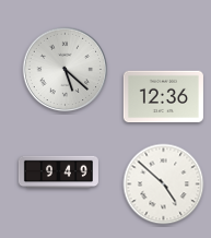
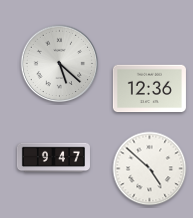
clock at (58, 172): 9:49 -> 9:47
